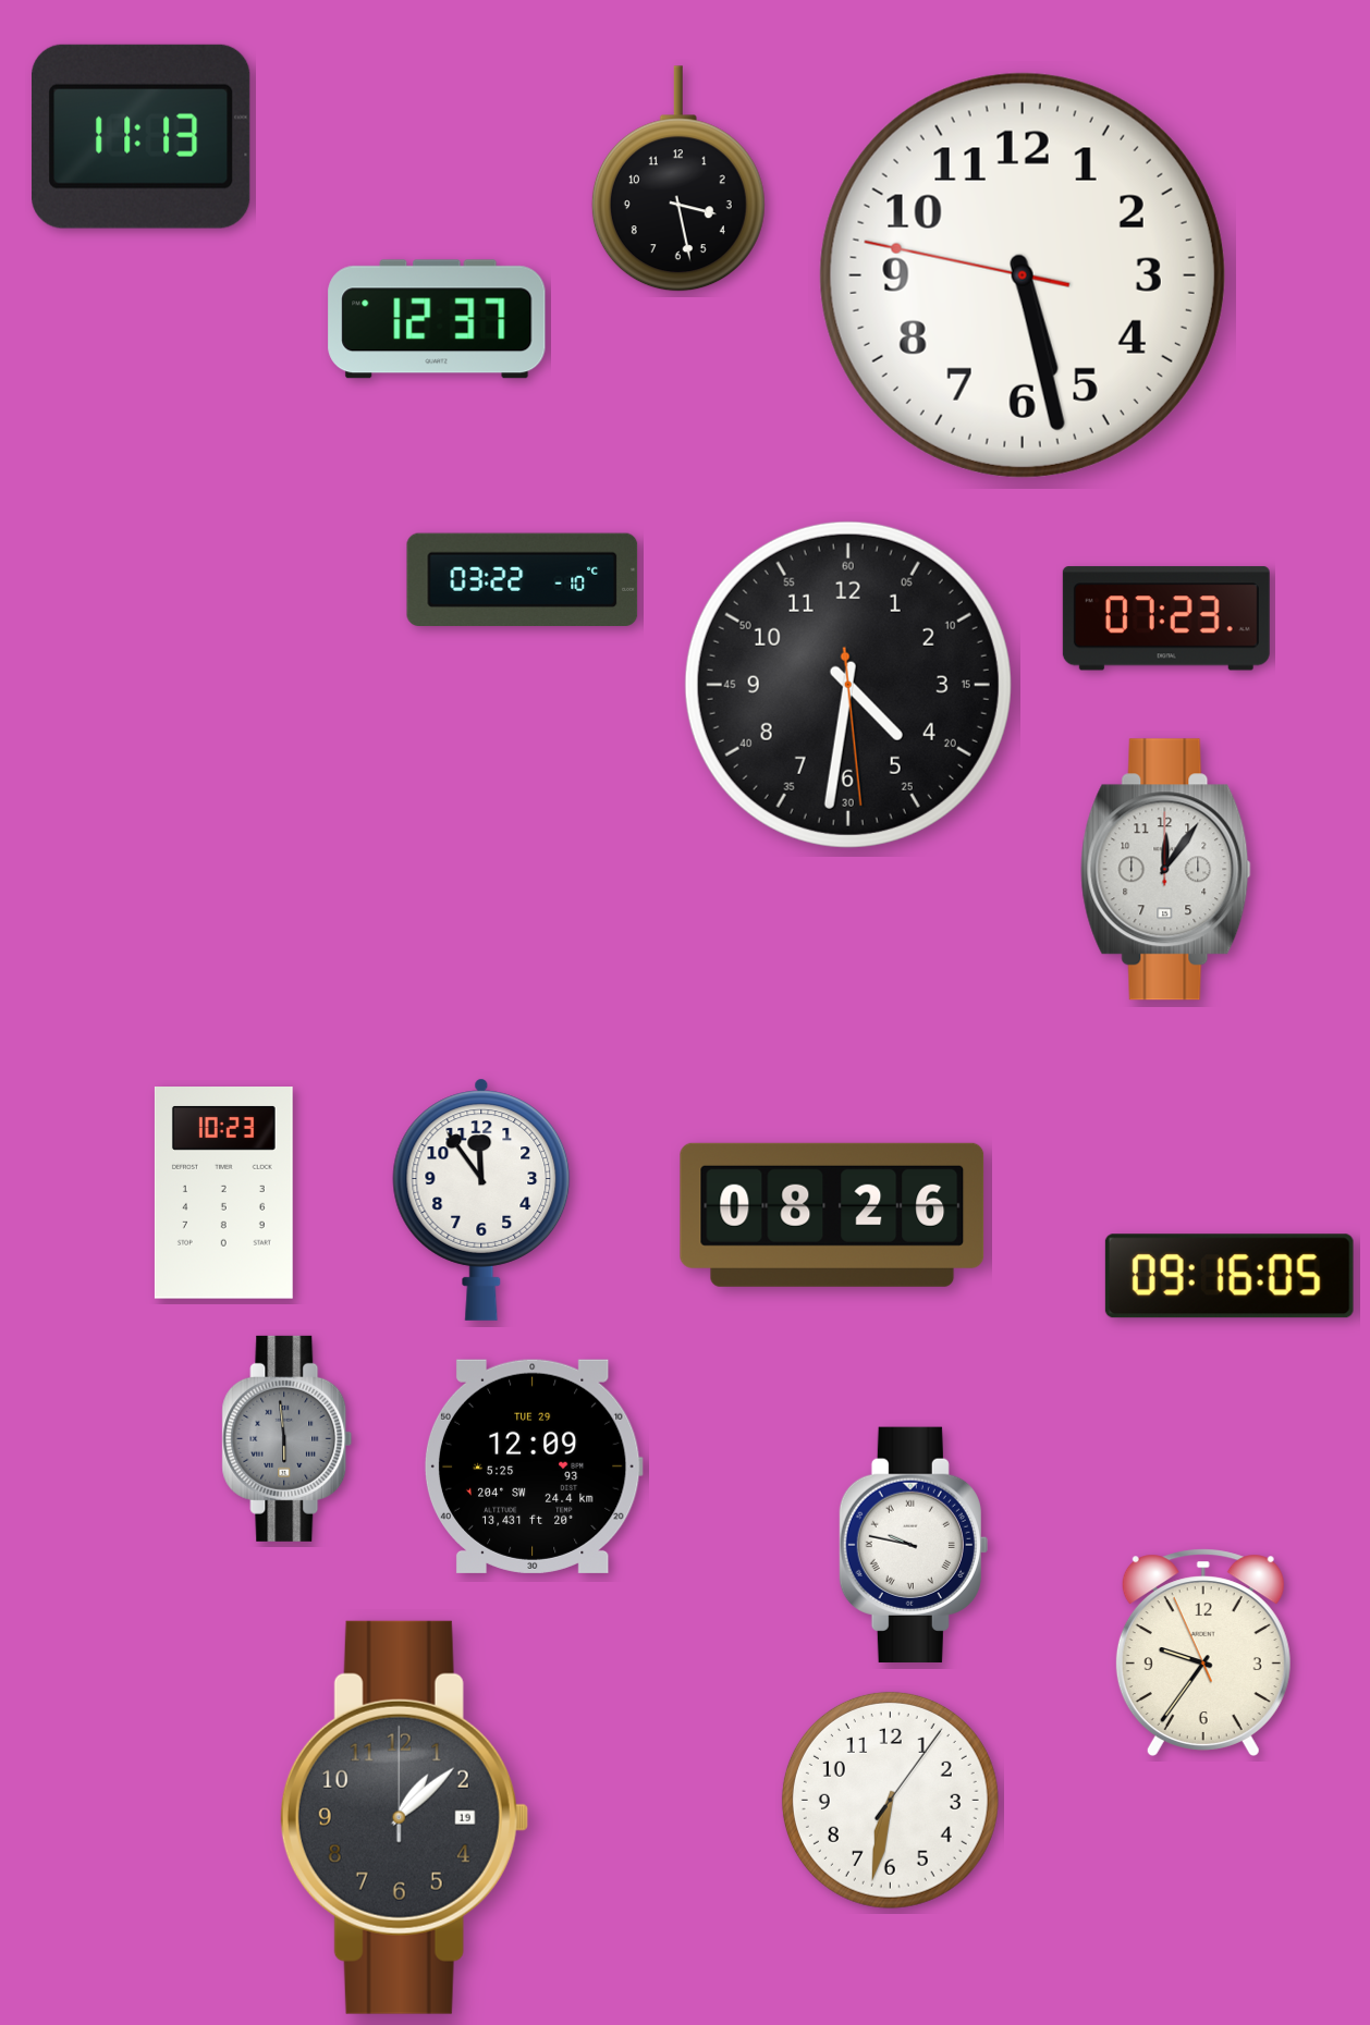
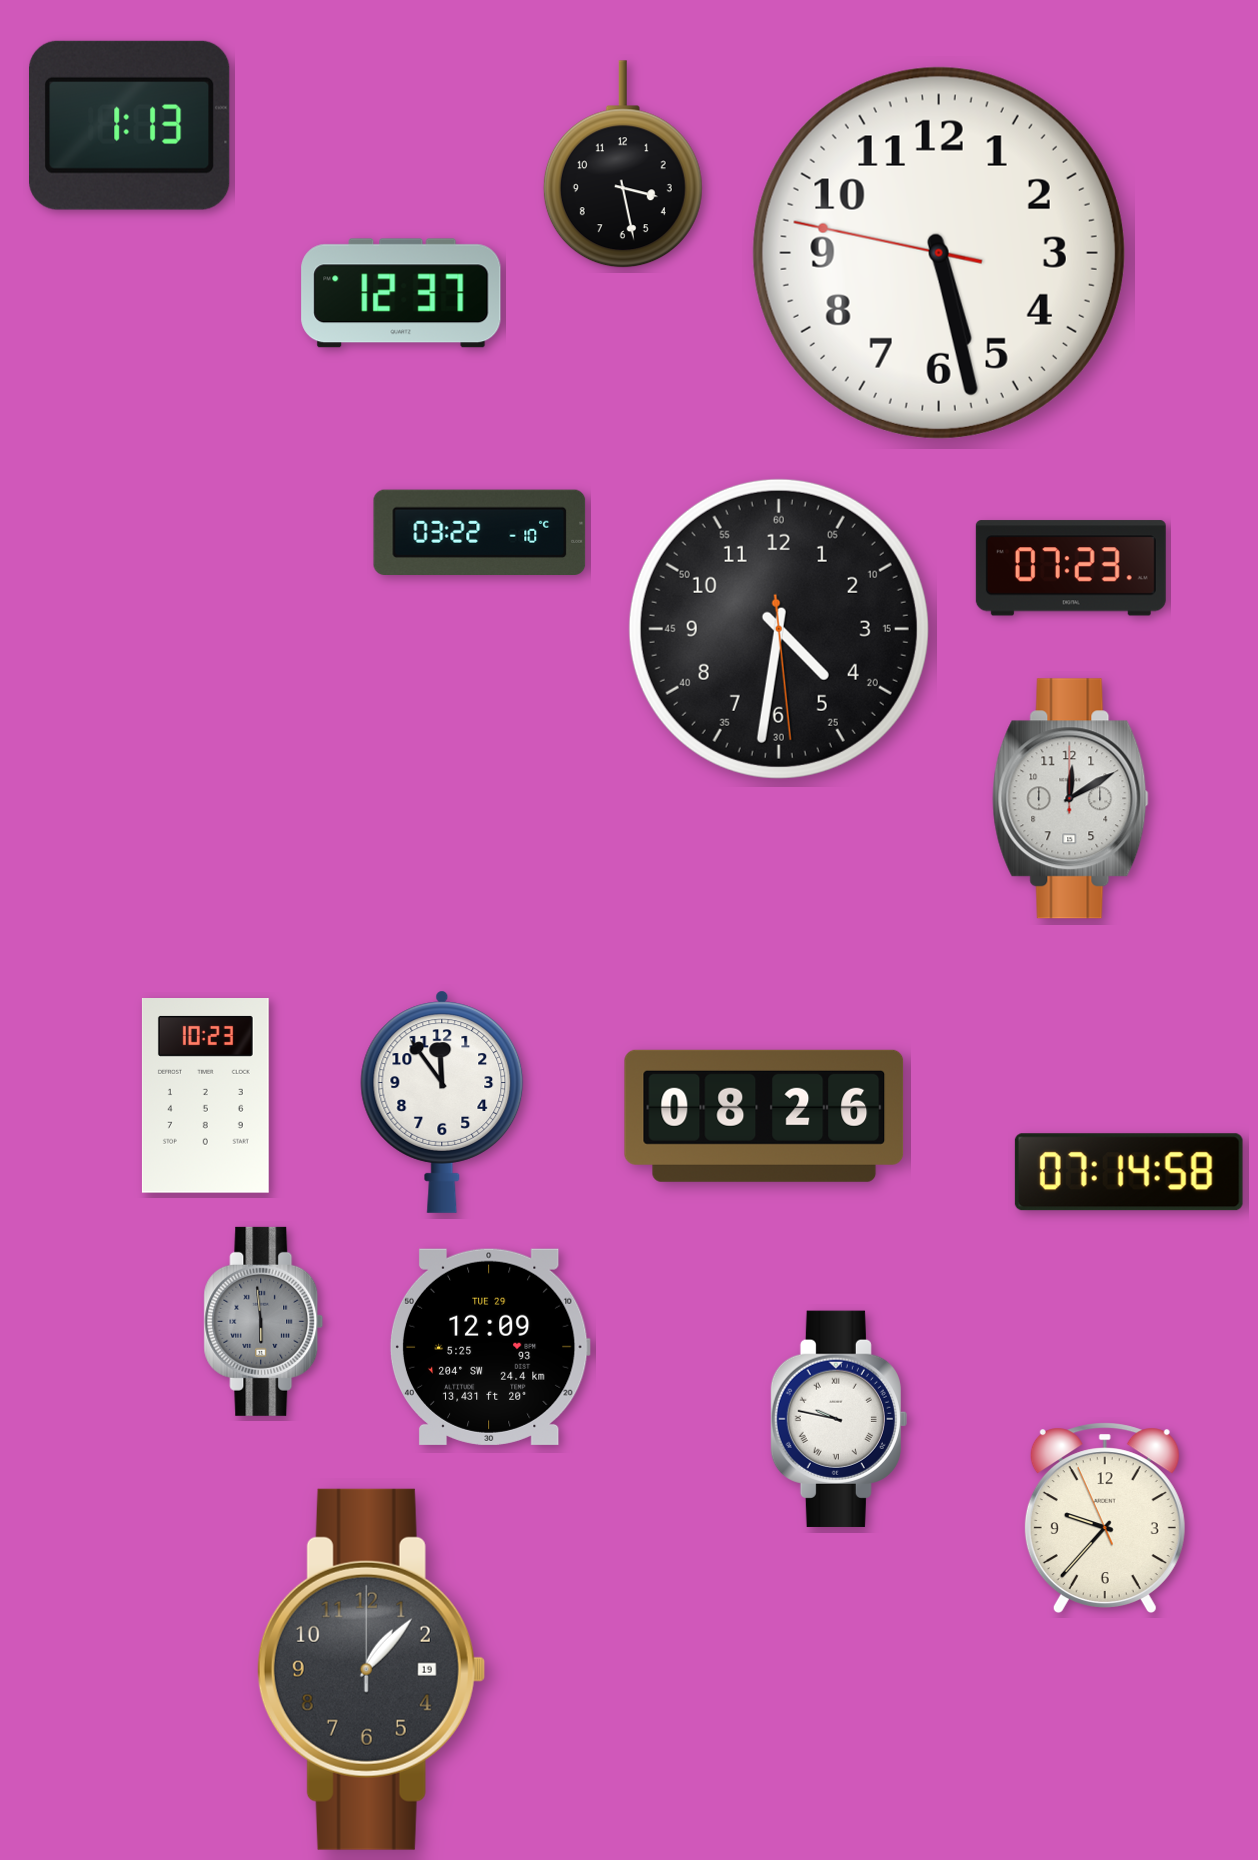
clock at (142, 136): 11:13 -> 1:13
clock at (1166, 870): 12:06 -> 12:10
clock at (1230, 1276): 09:16 -> 07:14
clock at (1203, 1653): 9:35 -> 9:36
clock at (890, 1800): 6:32 -> none
clock at (404, 1817): 1:08 -> 1:07
